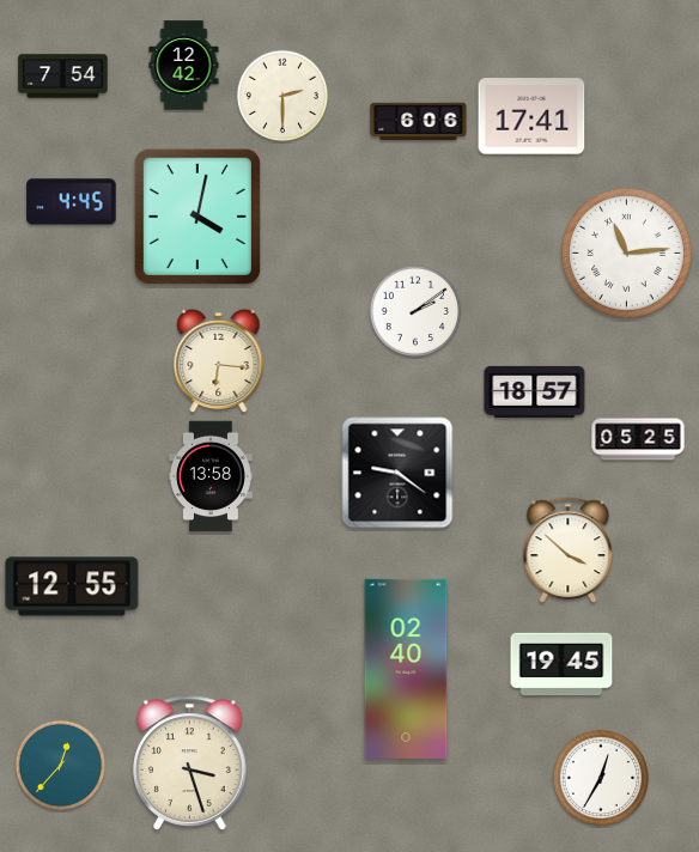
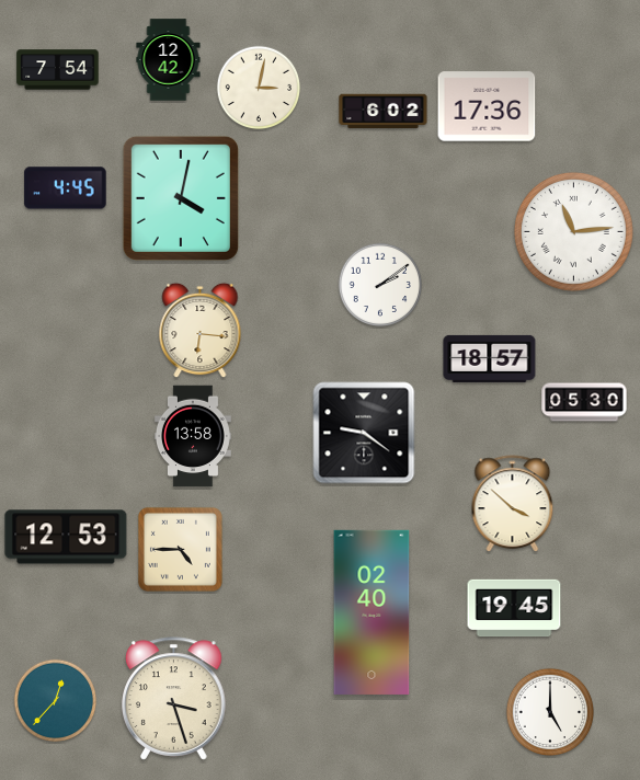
clock at (282, 96): 2:30 -> 3:02
clock at (531, 116): 17:41 -> 17:36
clock at (419, 122): 6:06 -> 6:02
clock at (72, 202) position: (72, 202) -> (66, 188)
clock at (638, 439): 05:25 -> 05:30
clock at (569, 550) position: (569, 550) -> (513, 504)
clock at (72, 586): 12:55 -> 12:53
clock at (180, 549): none -> 4:45
clock at (600, 777): 12:35 -> 5:00
